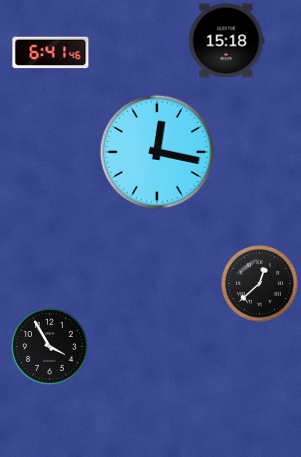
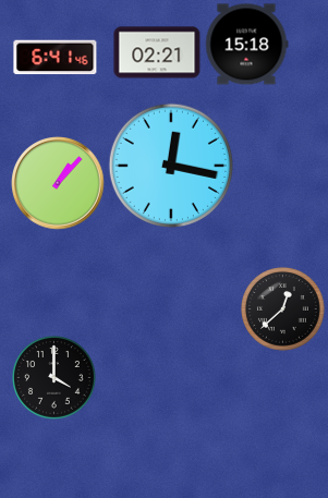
clock at (157, 52): none -> 02:21
clock at (59, 184): none -> 1:07
clock at (50, 347): 3:55 -> 4:00
